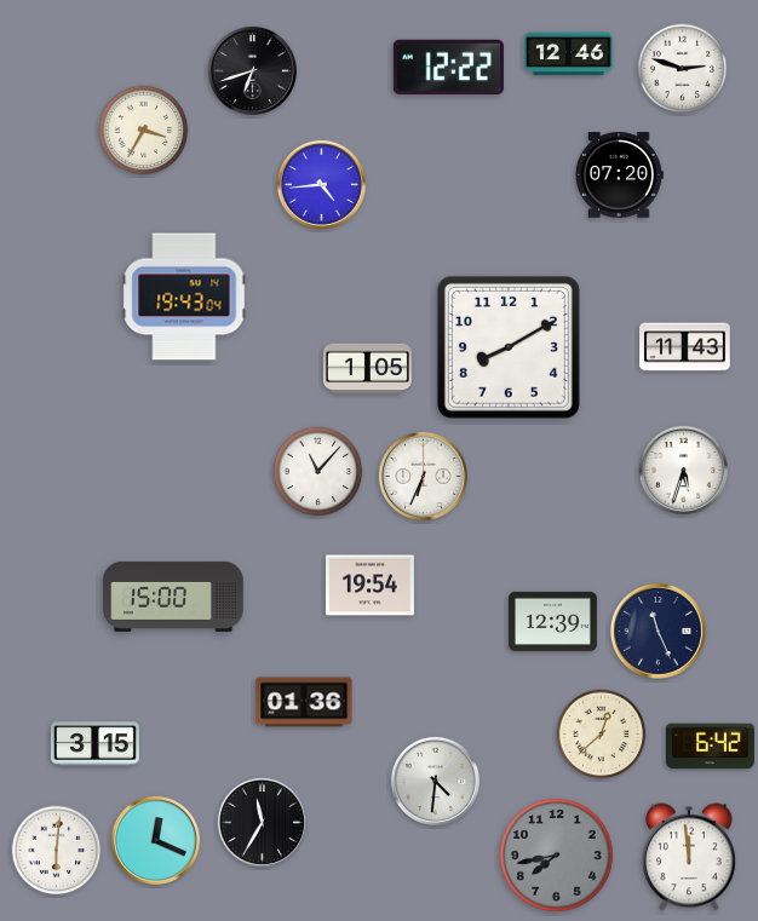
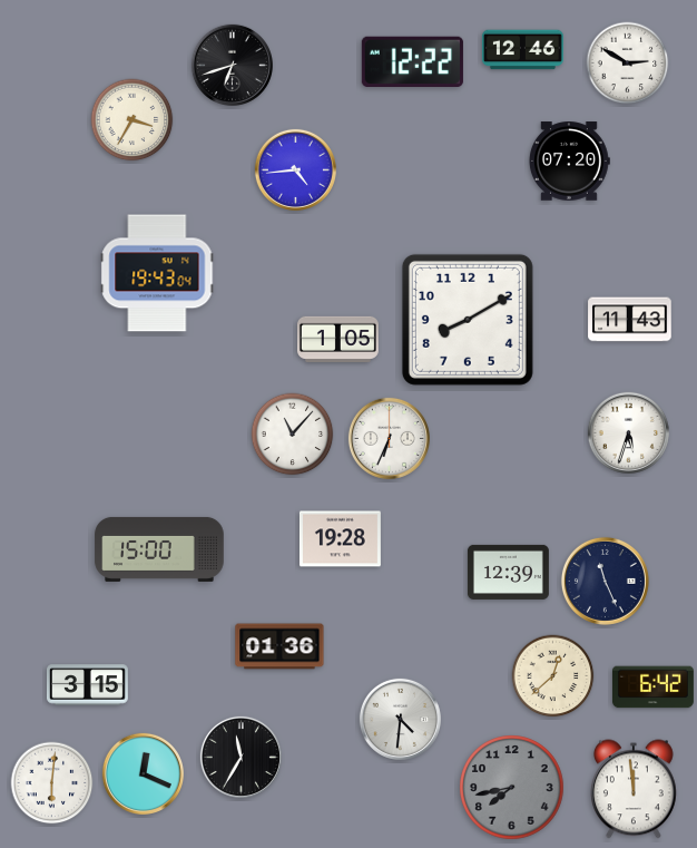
clock at (683, 69): 2:48 -> 2:50
clock at (184, 297) position: (184, 297) -> (157, 273)
clock at (369, 586): 19:54 -> 19:28
